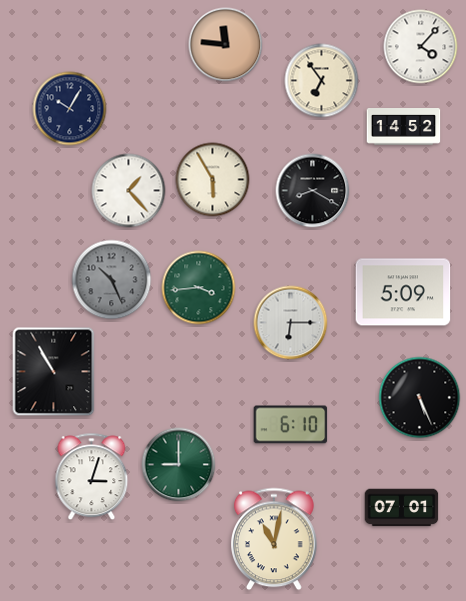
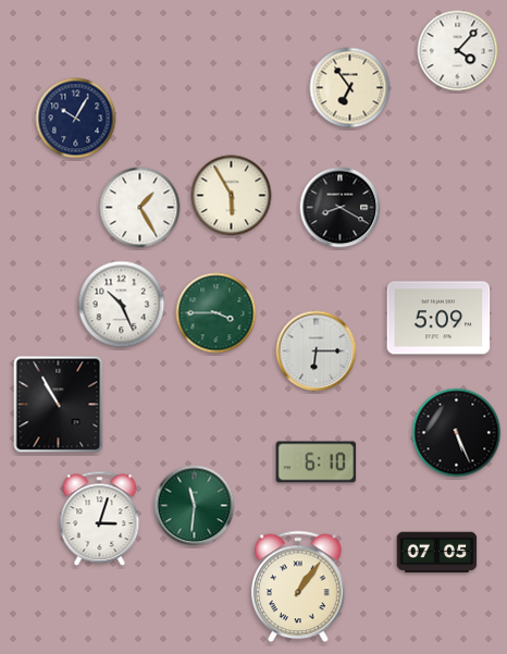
clock at (226, 45): 11:46 -> none
clock at (404, 127): 14:52 -> none
clock at (129, 191): 1:23 -> 1:25
clock at (112, 280) dial: grey -> white
clock at (199, 288): 3:44 -> 3:45
clock at (179, 465): 9:00 -> 11:31
clock at (402, 508): 07:01 -> 07:05
clock at (275, 539): 11:02 -> 1:06
